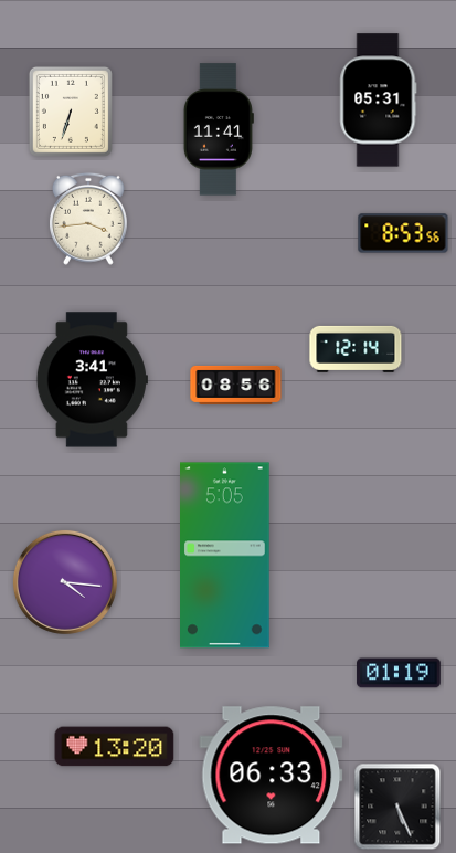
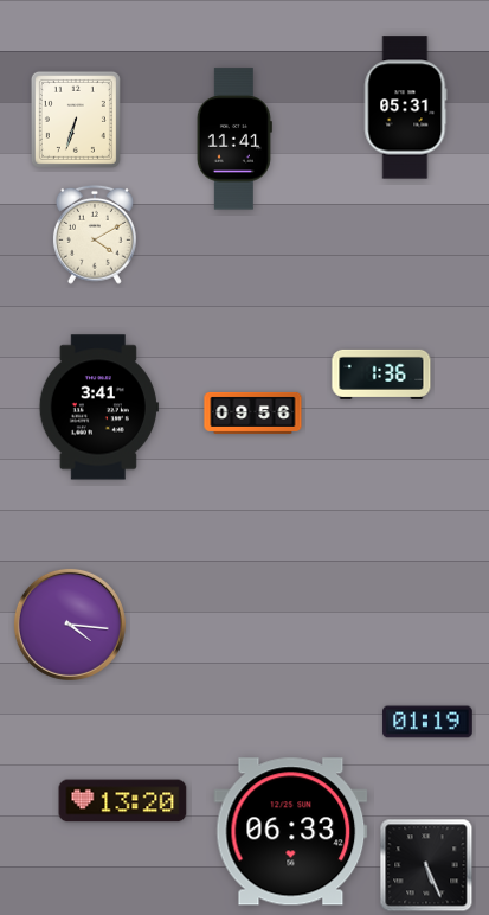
clock at (88, 219): 3:44 -> 4:10
clock at (403, 233): 8:53 -> none
clock at (356, 349): 12:14 -> 1:36
clock at (236, 385): 08:56 -> 09:56
clock at (225, 556): 5:05 -> none
